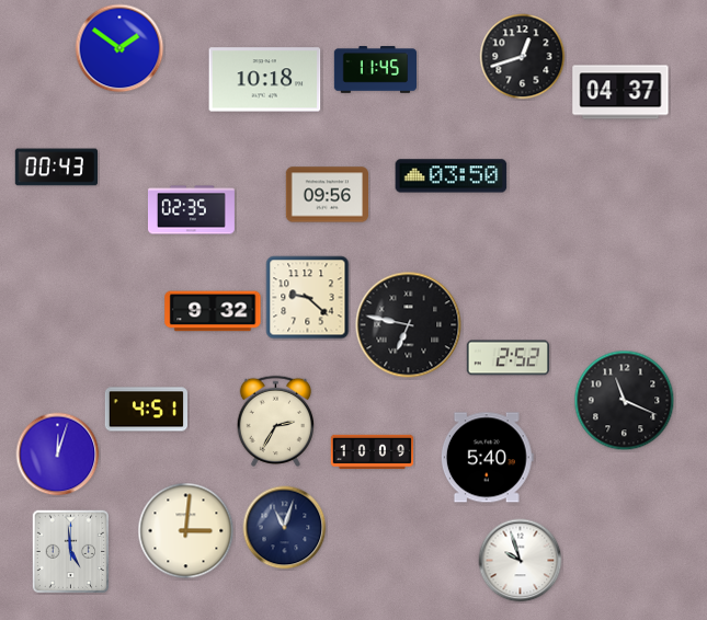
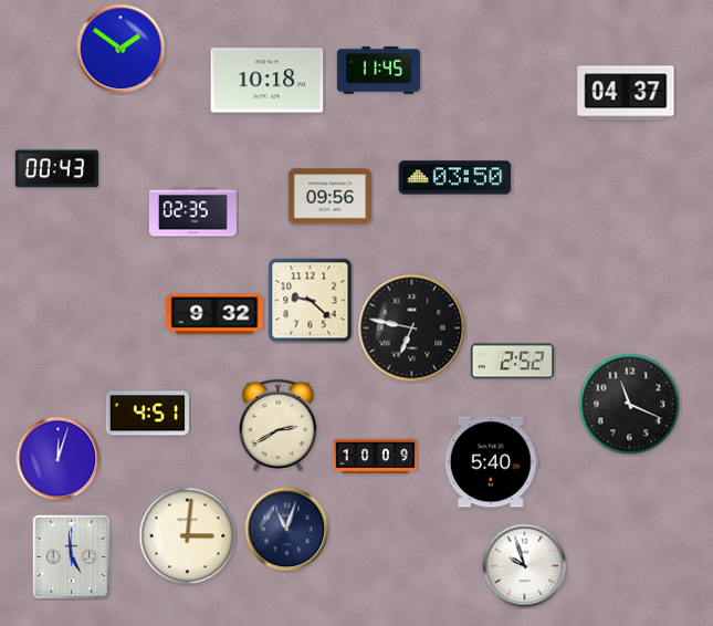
clock at (523, 57): 12:42 -> none
clock at (275, 421): 2:35 -> 2:40
clock at (285, 528) position: (285, 528) -> (287, 530)
